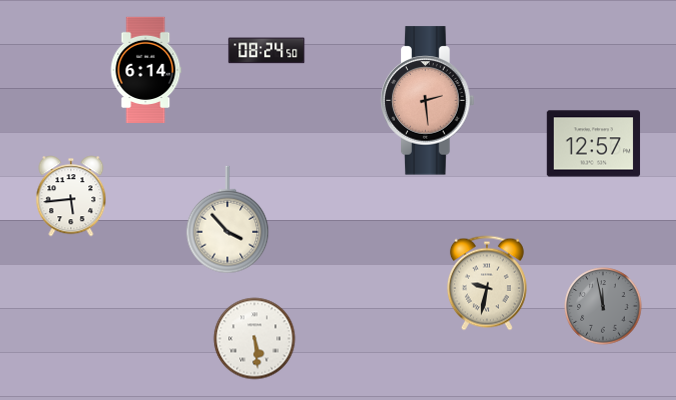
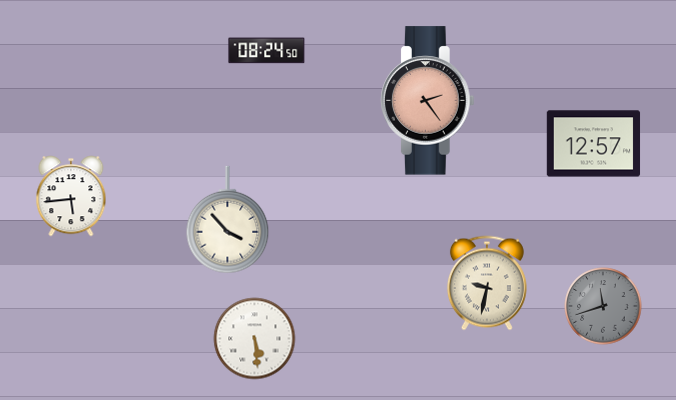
clock at (146, 69): 6:14 -> none
clock at (427, 101): 2:29 -> 2:24
clock at (603, 306): 11:58 -> 11:42
